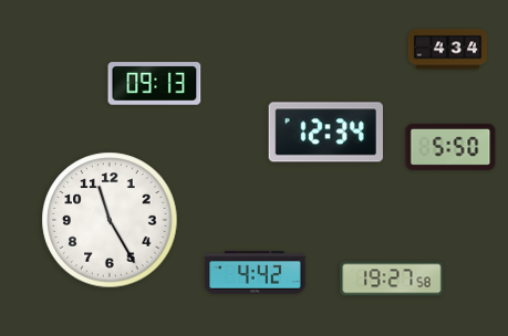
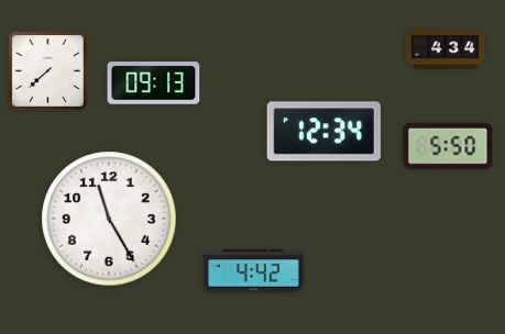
clock at (47, 70): none -> 7:38
clock at (392, 279): 19:27 -> none
